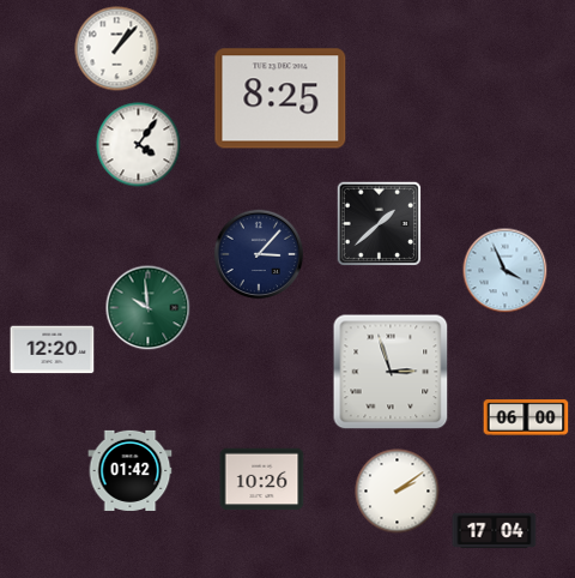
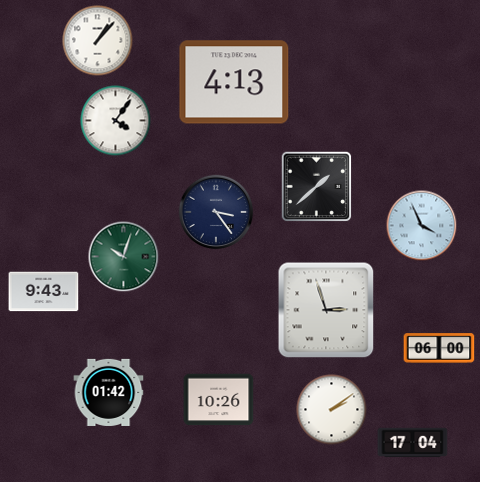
clock at (280, 98): 8:25 -> 4:13
clock at (259, 254): 3:07 -> 3:24
clock at (149, 308): 9:59 -> 10:03
clock at (53, 350): 12:20 -> 9:43
